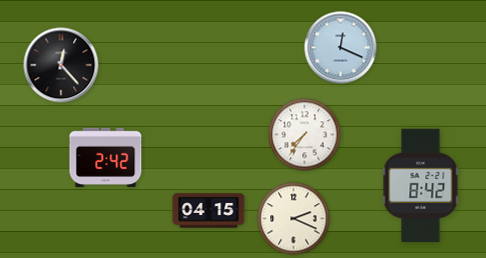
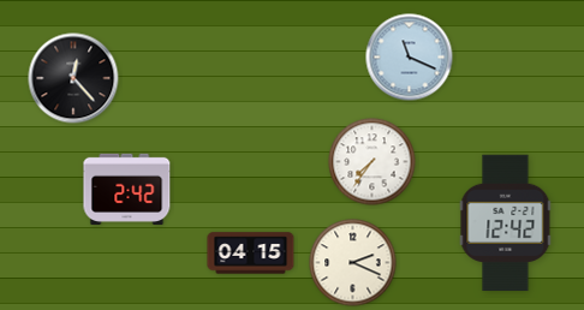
clock at (341, 48): 12:19 -> 11:19
clock at (305, 135) position: (305, 135) -> (373, 162)
clock at (421, 186): 8:42 -> 12:42
